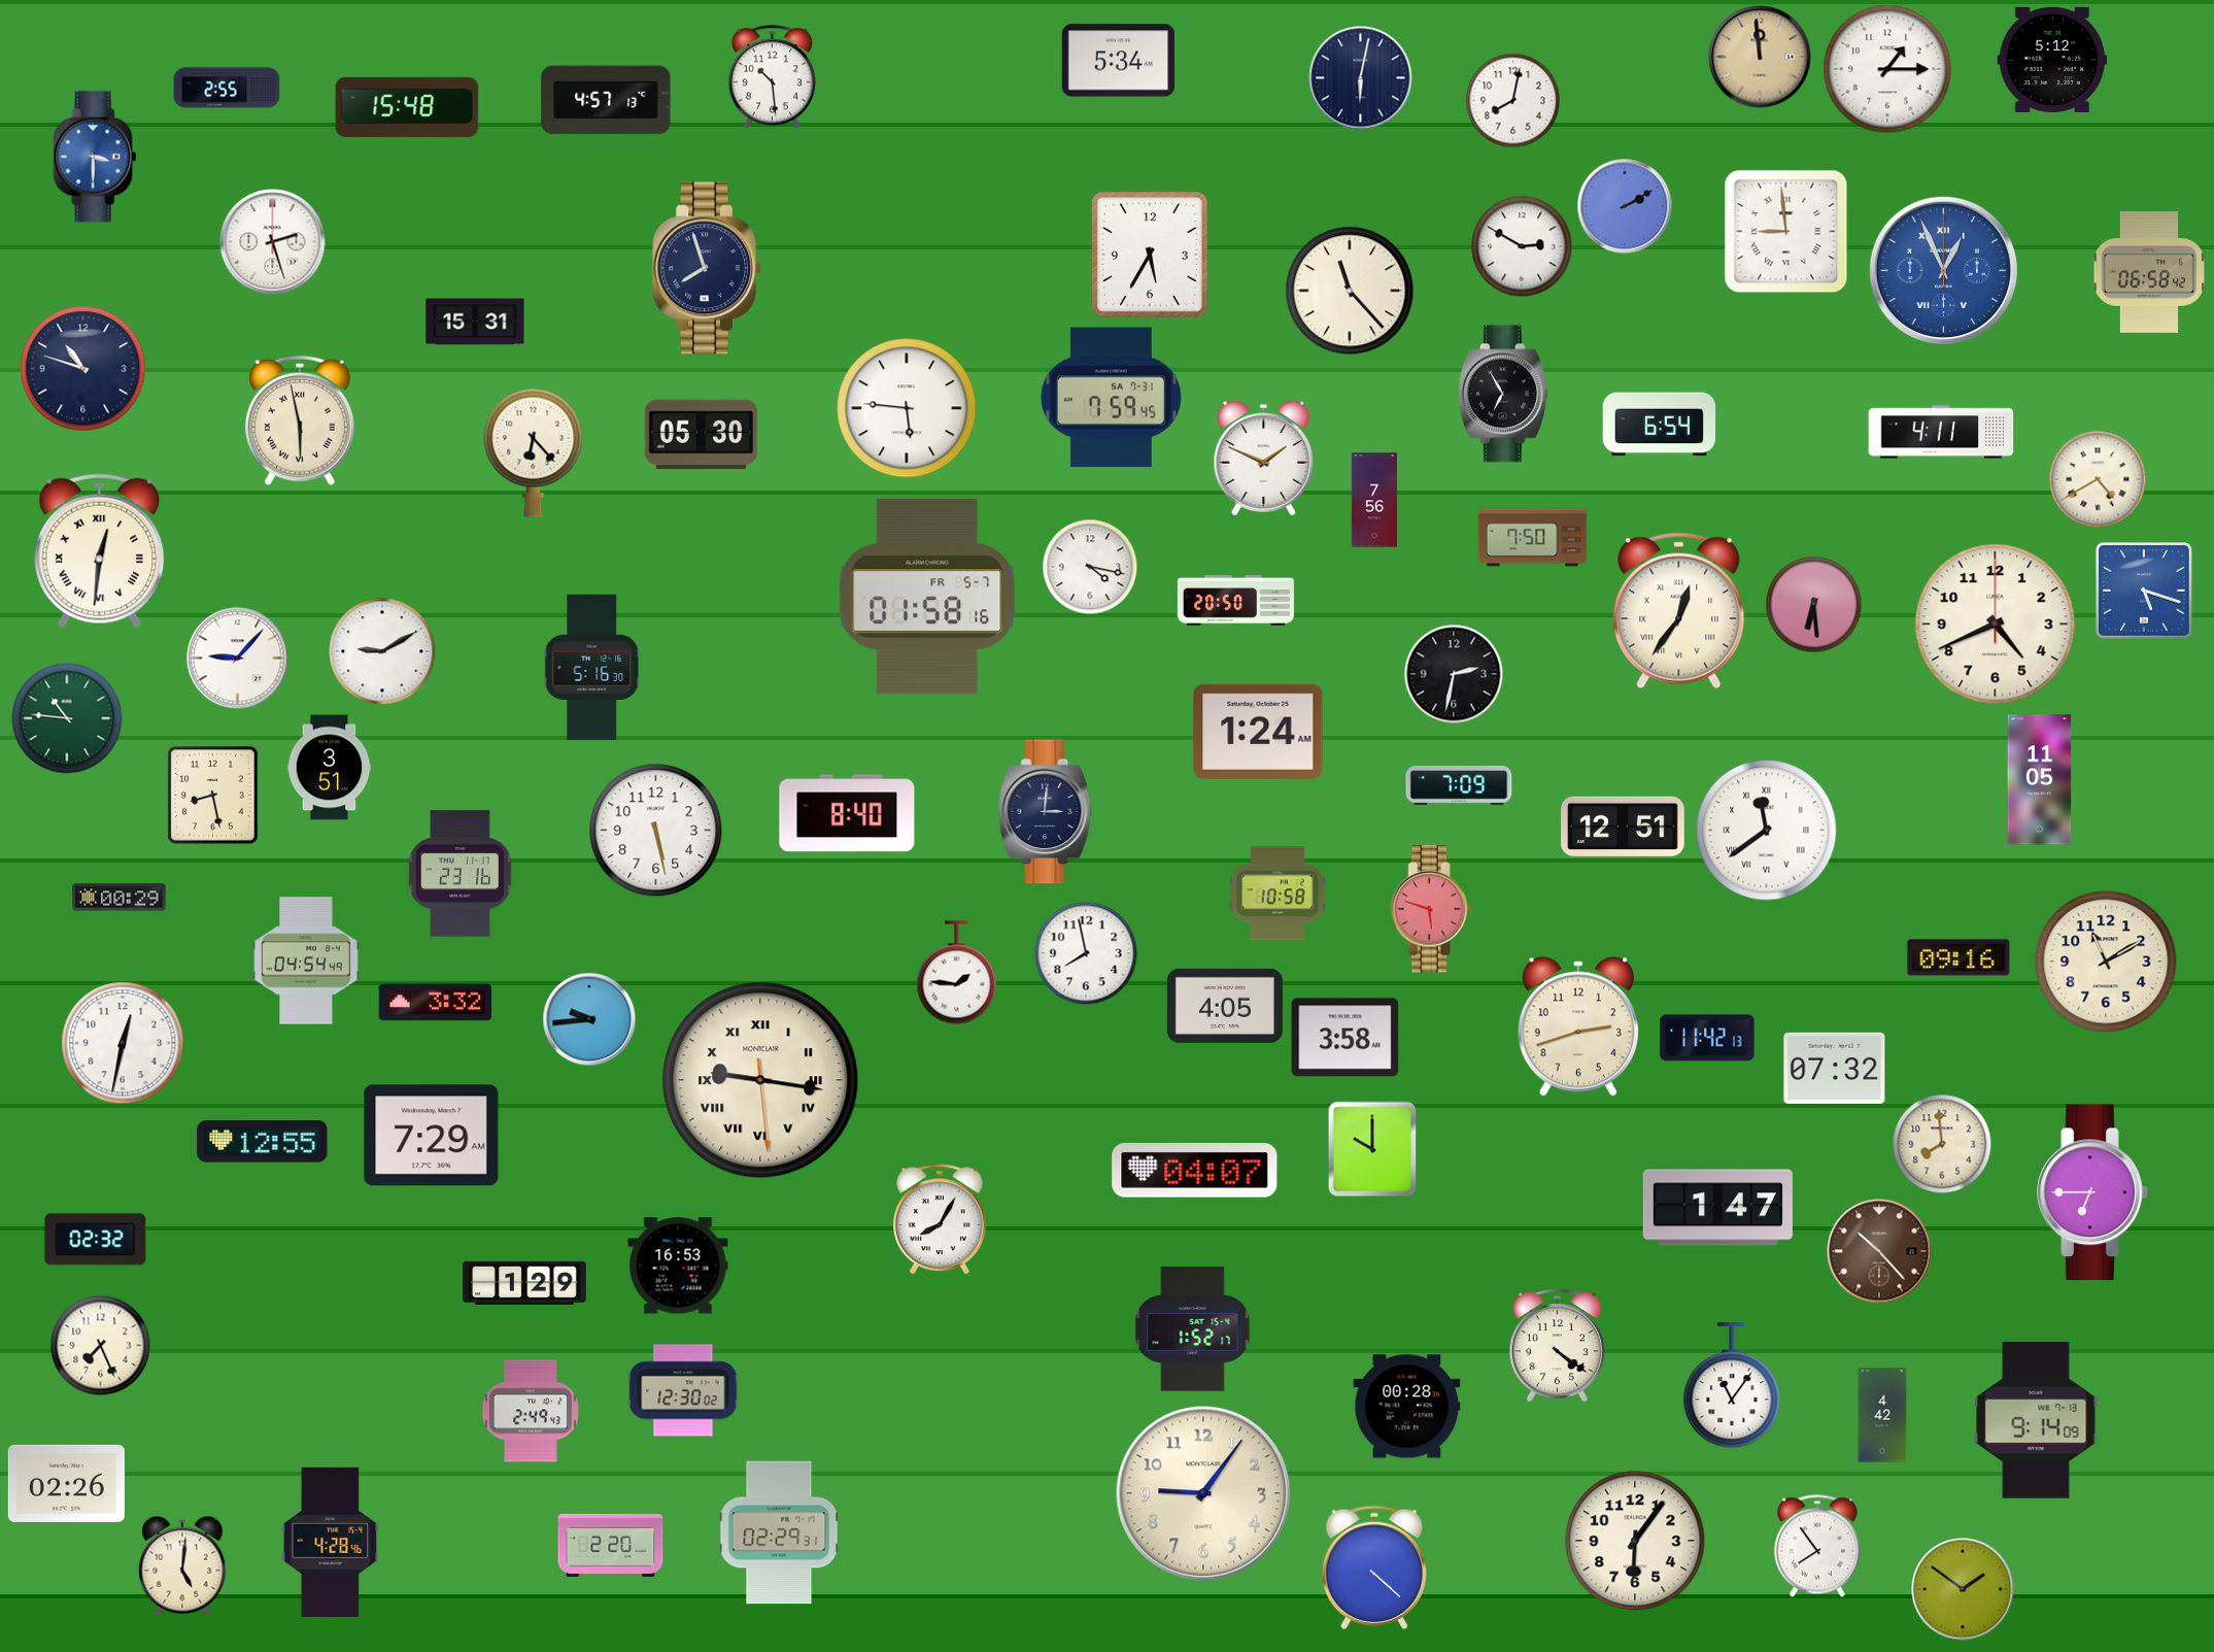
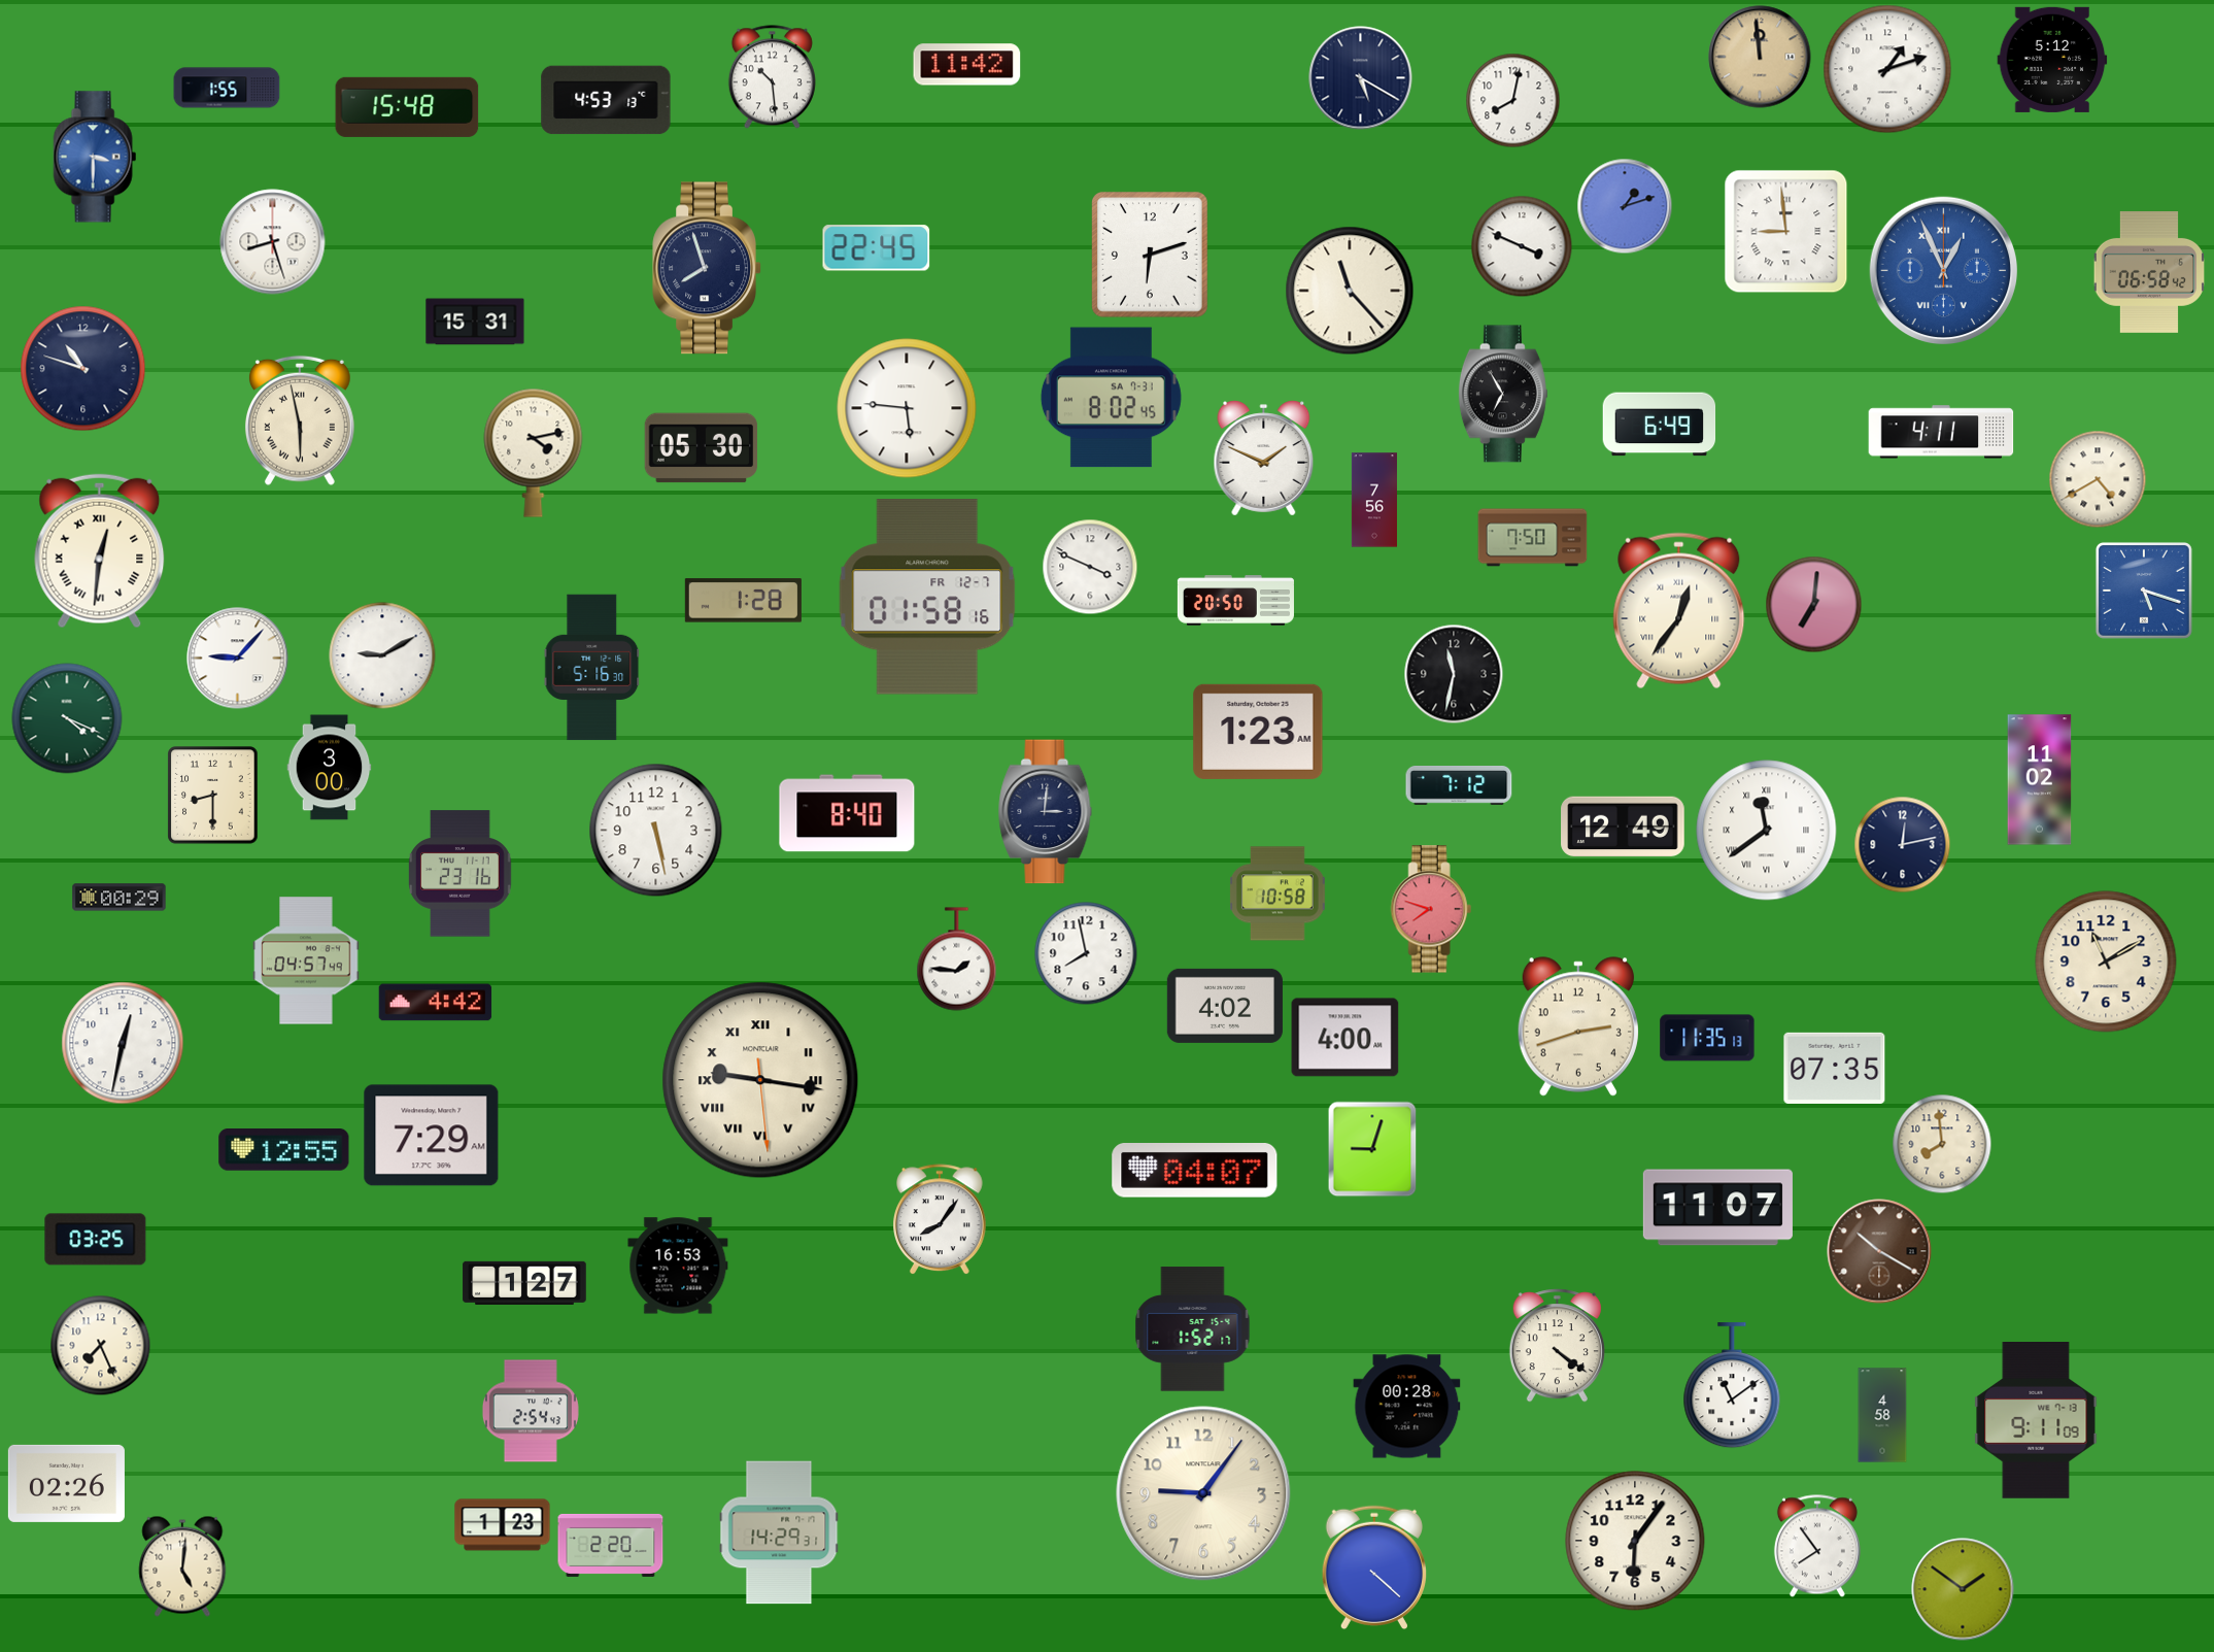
clock at (1119, 61): 5:34 -> none
clock at (967, 65): none -> 11:42
clock at (1887, 69): 1:15 -> 1:12
clock at (1361, 78): 6:02 -> 5:20
clock at (227, 88): 2:55 -> 1:55
clock at (606, 100): 4:57 -> 4:53
clock at (1625, 206): 2:10 -> 1:12
clock at (273, 242): 2:27 -> 8:27
clock at (1522, 246): 2:50 -> 3:49
clock at (877, 248): none -> 22:45
clock at (1151, 256): 5:35 -> 6:12
clock at (1111, 398): 7:59 -> 8:02
clock at (1660, 425): 6:54 -> 6:49
clock at (702, 435) position: (702, 435) -> (702, 448)
clock at (534, 452): 6:23 -> 4:13
clock at (1090, 567): 4:17 -> 3:49
clock at (927, 597) date: FR 5-7 -> FR 12-7
clock at (743, 601): none -> 1:28
clock at (1814, 605): 6:29 -> 7:01
clock at (1996, 625): 4:41 -> none
clock at (382, 651) position: (382, 651) -> (382, 655)
clock at (1454, 674): 2:32 -> 11:32
clock at (67, 718): 10:46 -> 4:19
clock at (1258, 732): 1:24 -> 1:23
clock at (330, 768): 3:51 -> 3:00
clock at (2040, 780): 11:05 -> 11:02
clock at (1459, 786): 7:09 -> 7:12
clock at (213, 796): 8:28 -> 8:30
clock at (1623, 827): 12:51 -> 12:49
clock at (1903, 845): none -> 12:13
clock at (1431, 909): 5:48 -> 7:48
clock at (1958, 957): 09:16 -> none
clock at (306, 960): 04:54 -> 04:57
clock at (957, 973) position: (957, 973) -> (957, 959)
clock at (436, 1003): 3:32 -> 4:42
clock at (1225, 1006): 4:05 -> 4:02
clock at (589, 1019): 9:44 -> none
clock at (1346, 1038): 3:58 -> 4:00
clock at (1707, 1038): 11:42 -> 11:35
clock at (1835, 1068): 07:32 -> 07:35
clock at (263, 1142) position: (263, 1142) -> (284, 1150)
clock at (1372, 1149): 10:00 -> 9:03
clock at (2092, 1192): 6:45 -> none
clock at (1717, 1208): 1:47 -> 11:07
clock at (941, 1220): 8:05 -> 8:06
clock at (96, 1240): 02:32 -> 03:25
clock at (1879, 1251): 10:23 -> 10:20
clock at (524, 1283): 1:29 -> 1:27
clock at (1732, 1386): 11:06 -> 11:09
clock at (683, 1390): 12:30 -> none
clock at (531, 1411): 2:49 -> 2:54
clock at (1882, 1415): 4:42 -> 4:58
clock at (2036, 1421): 9:14 -> 9:11
clock at (503, 1525): none -> 1:23
clock at (779, 1532): 02:29 -> 14:29
clock at (331, 1542): 4:28 -> none
